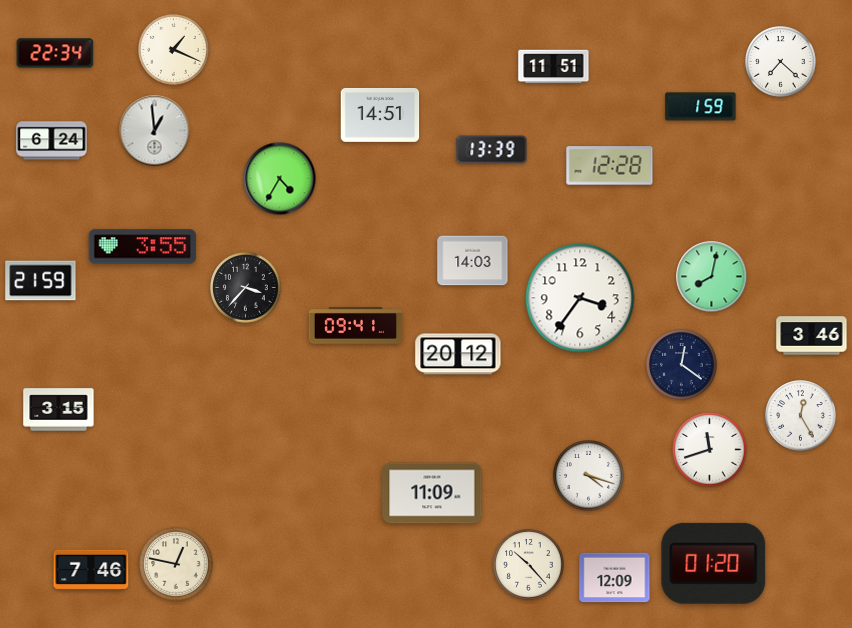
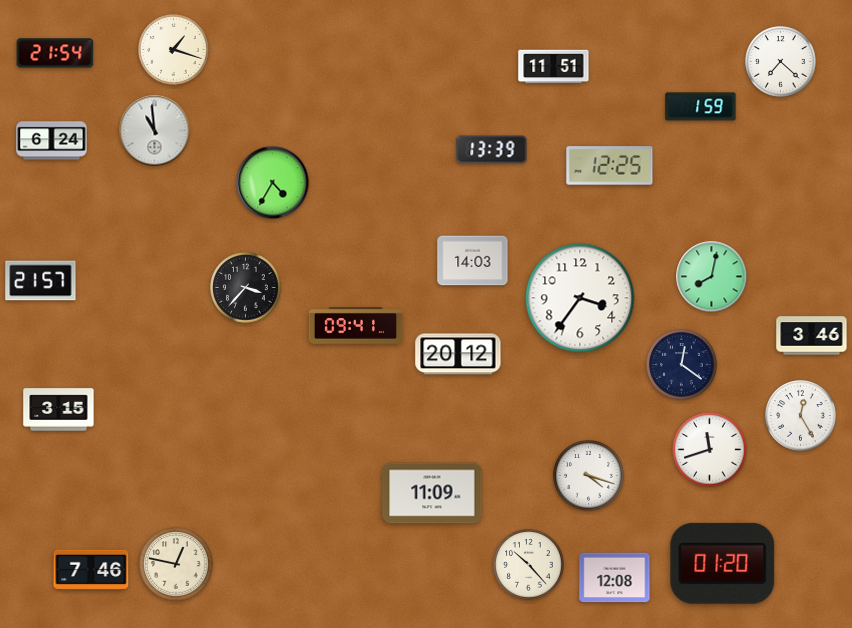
clock at (174, 50): 1:19 -> 1:18
clock at (55, 53): 22:34 -> 21:54
clock at (380, 115): 14:51 -> none
clock at (155, 131): 12:59 -> 10:59
clock at (610, 166): 12:28 -> 12:25
clock at (280, 179) position: (280, 179) -> (273, 183)
clock at (143, 247): 3:55 -> none
clock at (41, 281): 21:59 -> 21:57
clock at (714, 563) position: (714, 563) -> (723, 563)
clock at (615, 578): 12:09 -> 12:08
